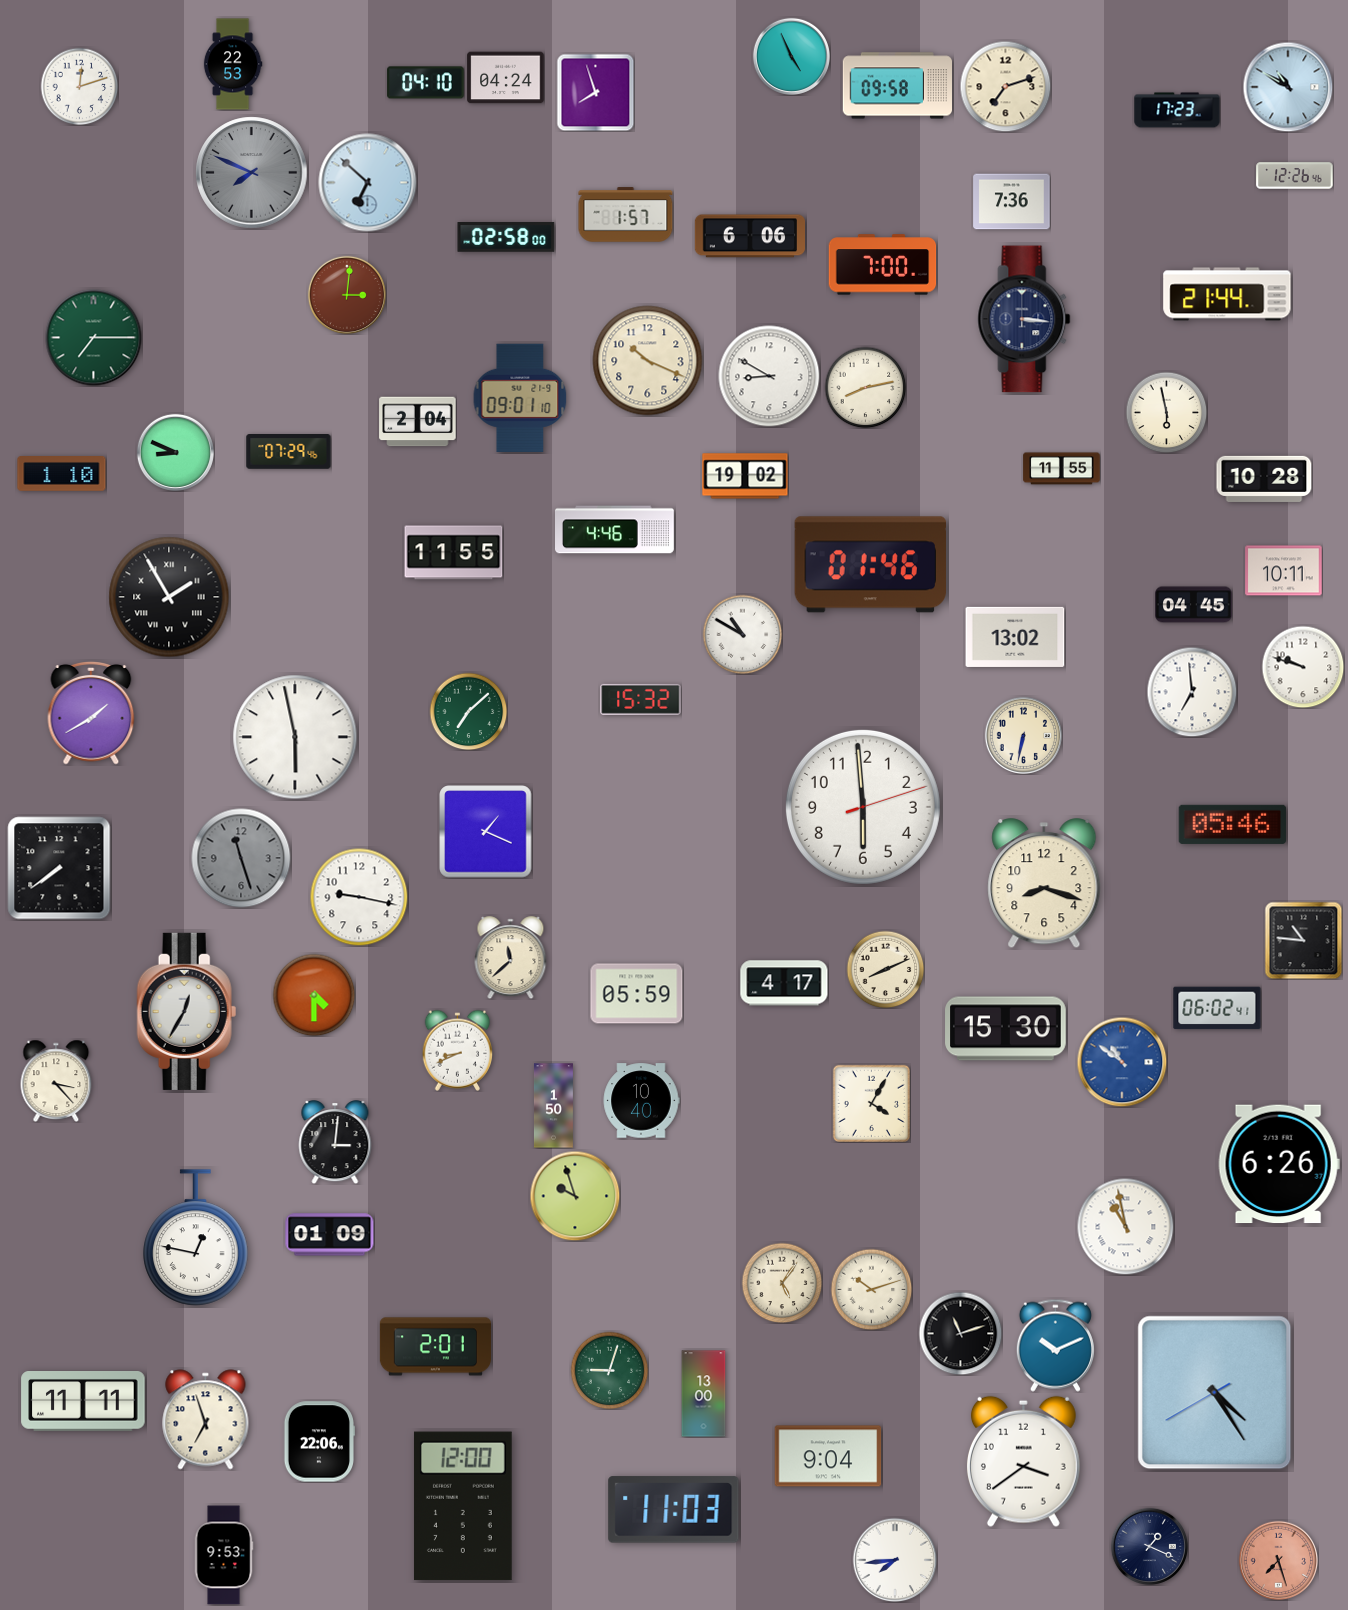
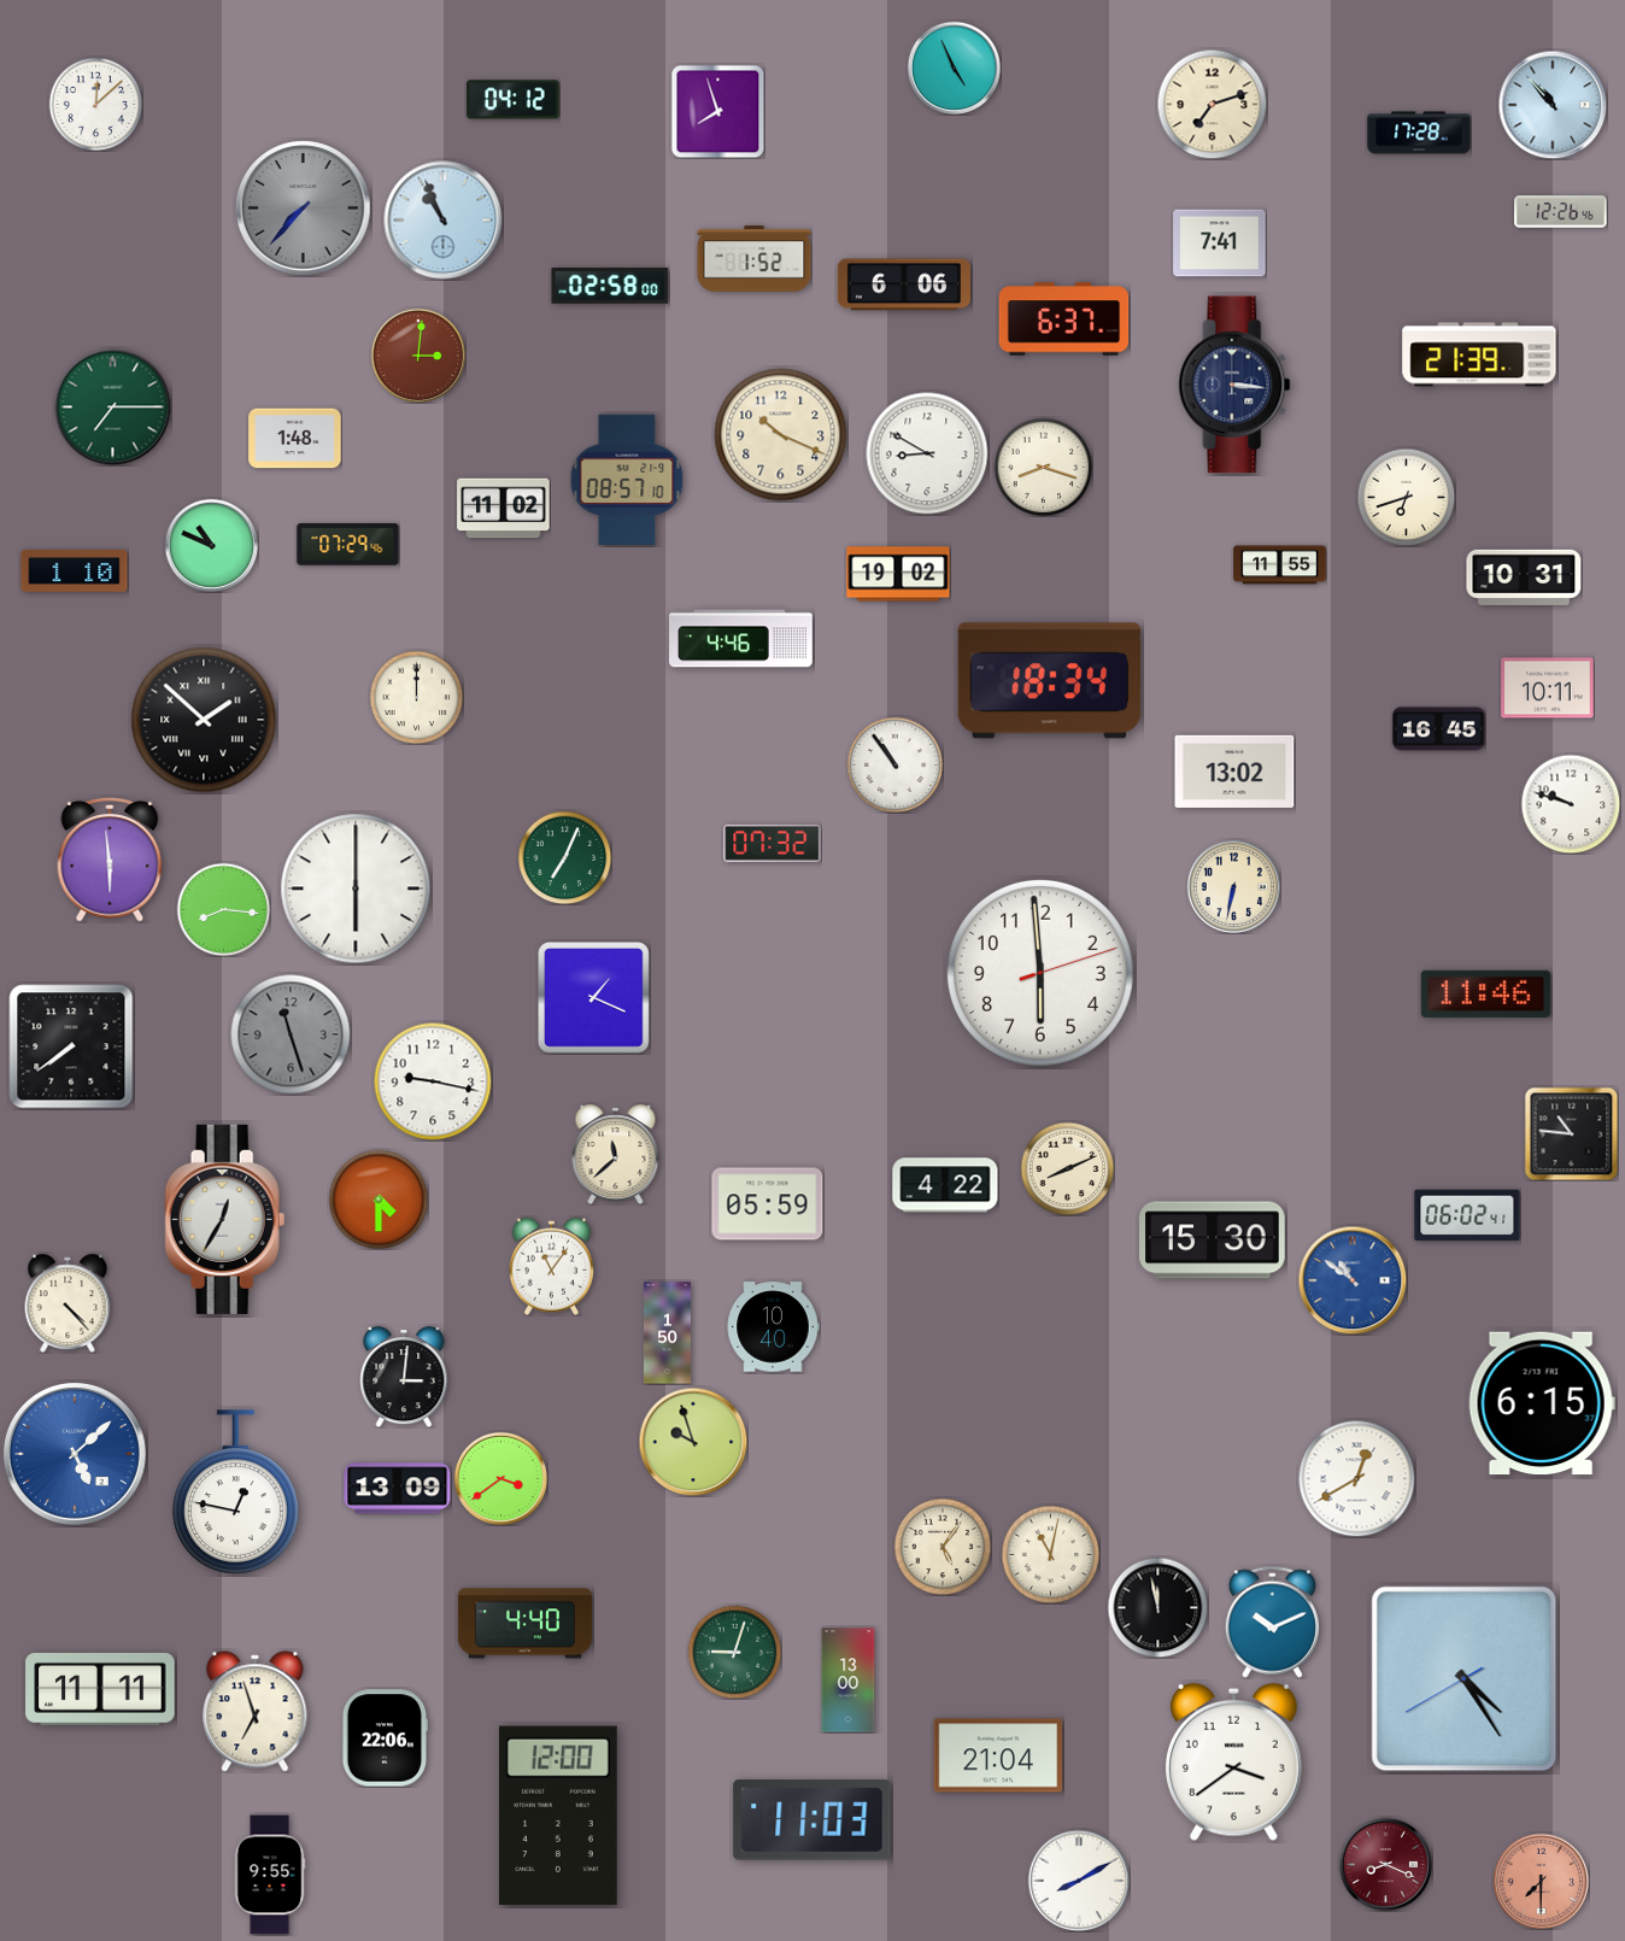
clock at (233, 64): 22:53 -> none
clock at (506, 78): 04:24 -> none
clock at (426, 83): 04:10 -> 04:12
clock at (79, 86): 12:12 -> 12:08
clock at (897, 86): 09:58 -> none
clock at (1288, 87): 10:50 -> 10:53
clock at (1177, 110): 17:23 -> 17:28
clock at (252, 173): 7:49 -> 7:37
clock at (368, 183): 6:52 -> 10:56
clock at (1012, 202): 7:36 -> 7:41
clock at (626, 215): 1:57 -> 1:52
clock at (883, 265): 7:00 -> 6:37
clock at (1227, 294): 21:44 -> 21:39
clock at (295, 439): none -> 1:48
clock at (865, 387): 8:13 -> 8:18
clock at (520, 397): 09:01 -> 08:57
clock at (1166, 412): 5:58 -> 6:42
clock at (418, 422): 2:04 -> 11:02
clock at (175, 452): 8:49 -> 10:49
clock at (1264, 479): 10:28 -> 10:31
clock at (454, 553): 11:55 -> none
clock at (870, 565): 01:46 -> 18:34
clock at (416, 697): none -> 12:00
clock at (169, 597): 1:55 -> 1:52
clock at (1194, 605): 04:45 -> 16:45
clock at (742, 634): 10:50 -> 10:54
clock at (1015, 637) position: (1015, 637) -> (1234, 772)
clock at (1192, 692): 6:59 -> none
clock at (641, 699): 15:32 -> 07:32
clock at (468, 711): 7:08 -> 7:04
clock at (91, 714): 1:40 -> 5:59
clock at (295, 737): 5:58 -> 6:00
clock at (223, 909): none -> 8:16
clock at (1233, 824): 05:46 -> 11:46
clock at (486, 832) position: (486, 832) -> (594, 998)
clock at (1044, 884): 8:18 -> none
clock at (784, 983): 4:17 -> 4:22
clock at (637, 994) position: (637, 994) -> (768, 1204)
clock at (458, 1050): 8:41 -> 11:06
clock at (56, 1080): 3:23 -> 4:23
clock at (871, 1103): 4:05 -> none
clock at (1279, 1164): 6:26 -> 6:15
clock at (75, 1454): none -> 5:08
clock at (500, 1478): none -> 3:39
clock at (1125, 1226): 10:58 -> 12:40
clock at (330, 1235): 01:09 -> 13:09
clock at (871, 1289): 10:12 -> 11:02
clock at (960, 1333): 11:12 -> 11:58
clock at (435, 1347): 2:01 -> 4:40
clock at (206, 1420) position: (206, 1420) -> (256, 1712)
clock at (828, 1456): 9:04 -> 21:04
clock at (1149, 1546): 1:19 -> 8:19
clock at (1149, 1546) dial: navy -> burgundy
clock at (224, 1555): 9:53 -> 9:55
clock at (895, 1560): 7:44 -> 8:10
clock at (1278, 1560): 7:27 -> 7:30
